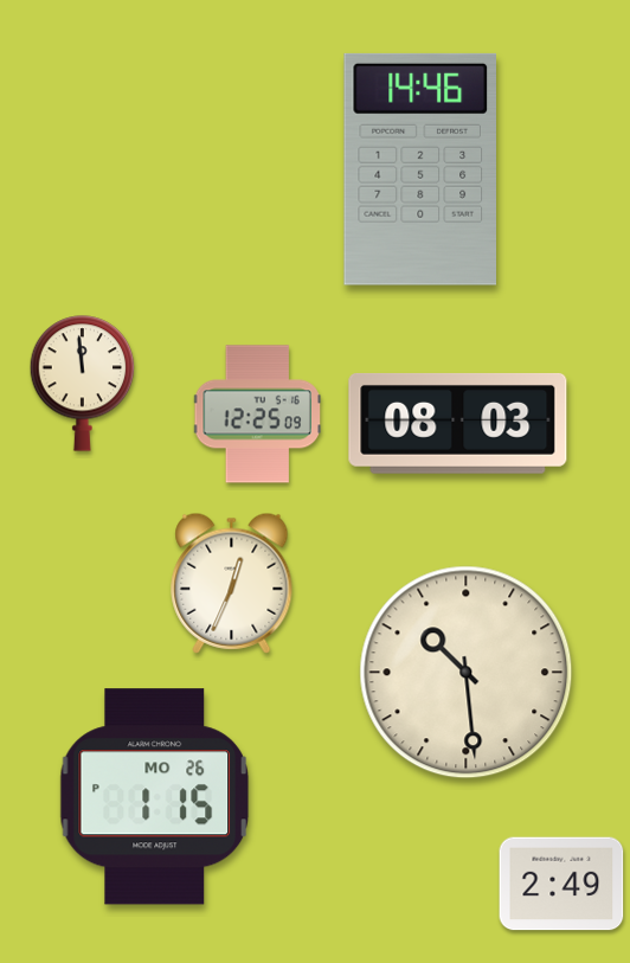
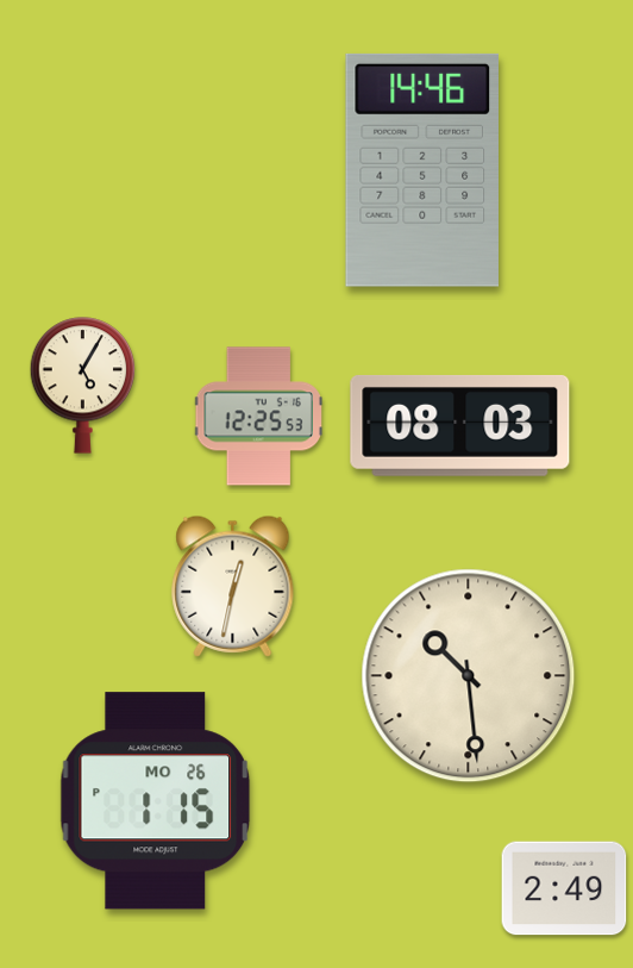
clock at (83, 384): 11:59 -> 5:05
clock at (257, 415): 12:25:09 -> 12:25:53
clock at (232, 583): 12:34 -> 12:32
